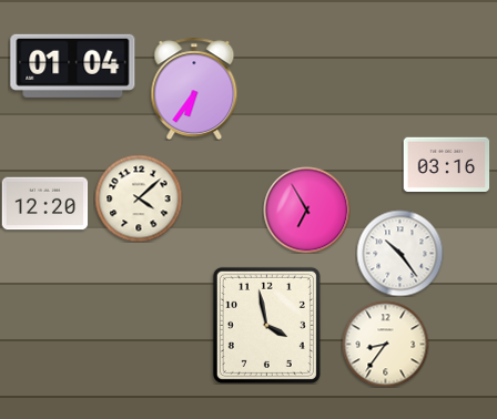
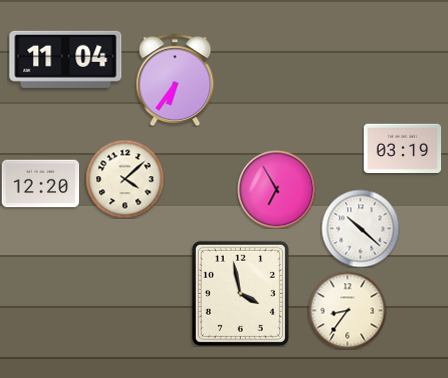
clock at (73, 65): 01:04 -> 11:04
clock at (446, 164): 03:16 -> 03:19
clock at (399, 253): 10:24 -> 10:22
